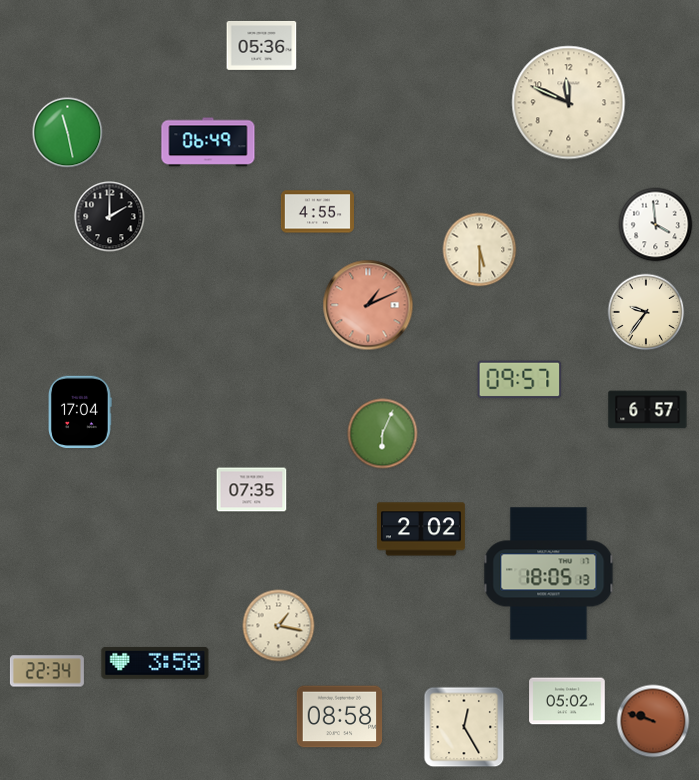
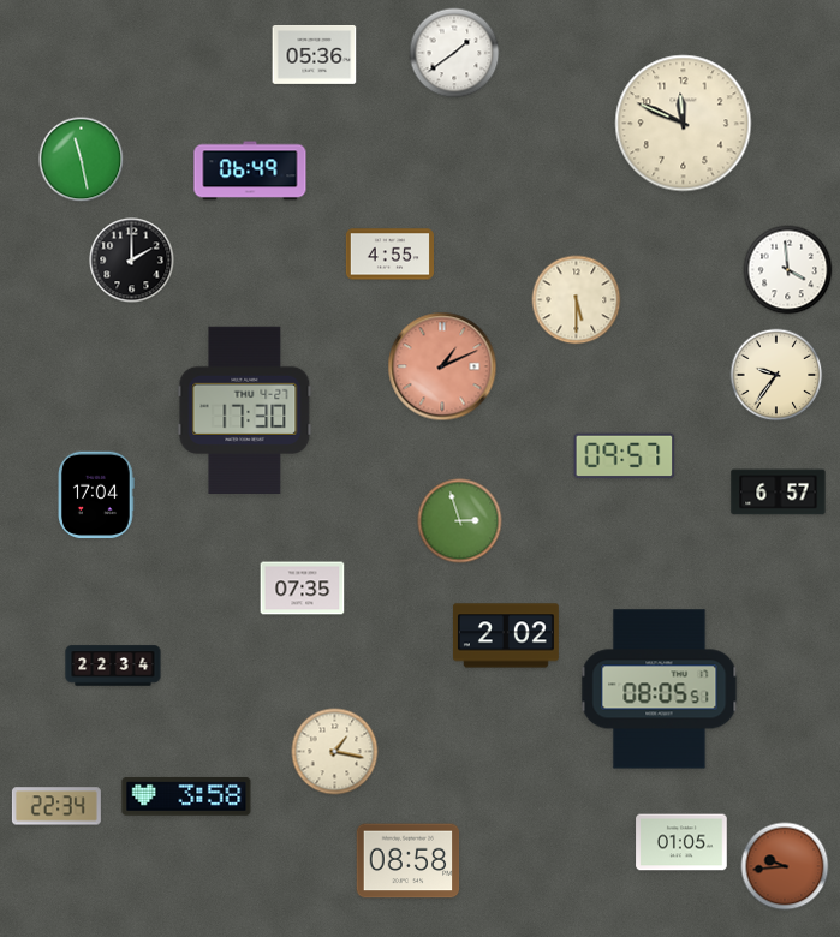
clock at (454, 53): none -> 1:39
clock at (317, 212) position: (317, 212) -> (389, 255)
clock at (245, 410): none -> 17:30
clock at (383, 434): 6:04 -> 2:57
clock at (113, 666): none -> 22:34
clock at (549, 574): 18:05 -> 08:05
clock at (567, 701): 05:02 -> 01:05
clock at (653, 721): 9:48 -> 9:44
clock at (464, 727): 12:25 -> none
